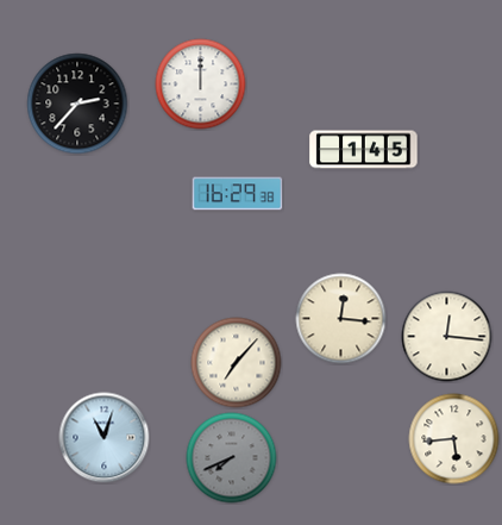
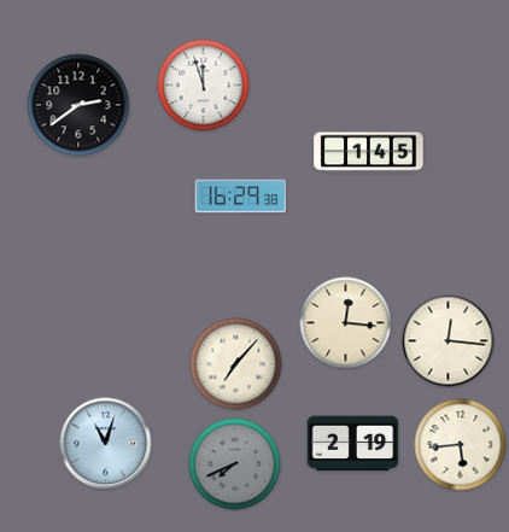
clock at (201, 85): 12:00 -> 11:57
clock at (77, 104): 2:37 -> 2:39
clock at (447, 337) position: (447, 337) -> (449, 341)
clock at (237, 363) position: (237, 363) -> (236, 364)
clock at (353, 444): none -> 2:19
